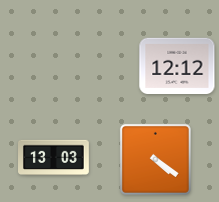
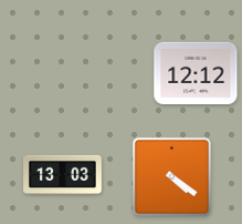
clock at (54, 157) position: (54, 157) -> (63, 174)
